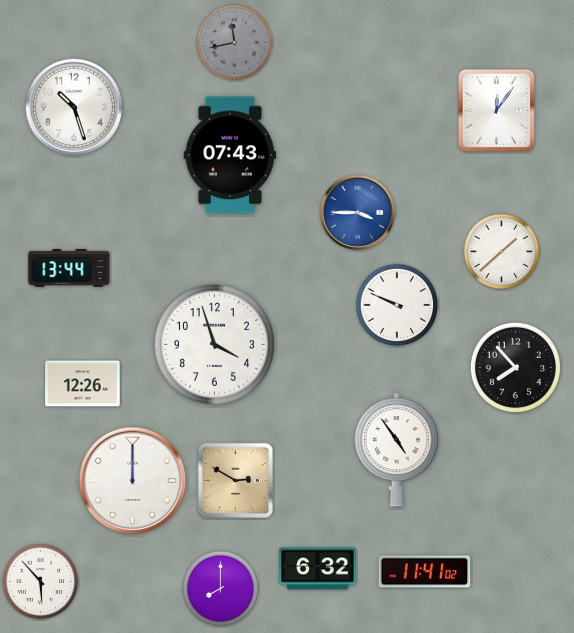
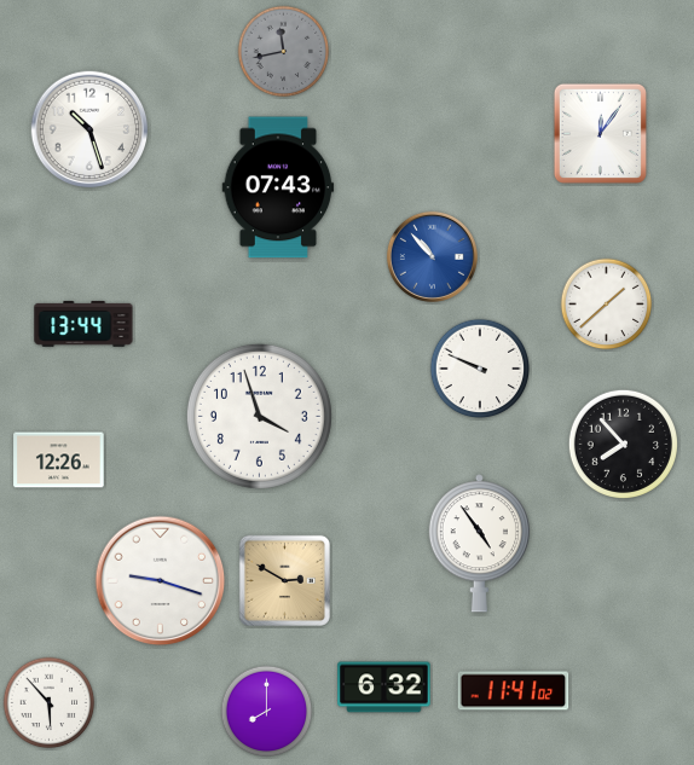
clock at (357, 212): 3:45 -> 10:53
clock at (83, 384) position: (83, 384) -> (59, 460)
clock at (133, 481): 12:00 -> 9:18
